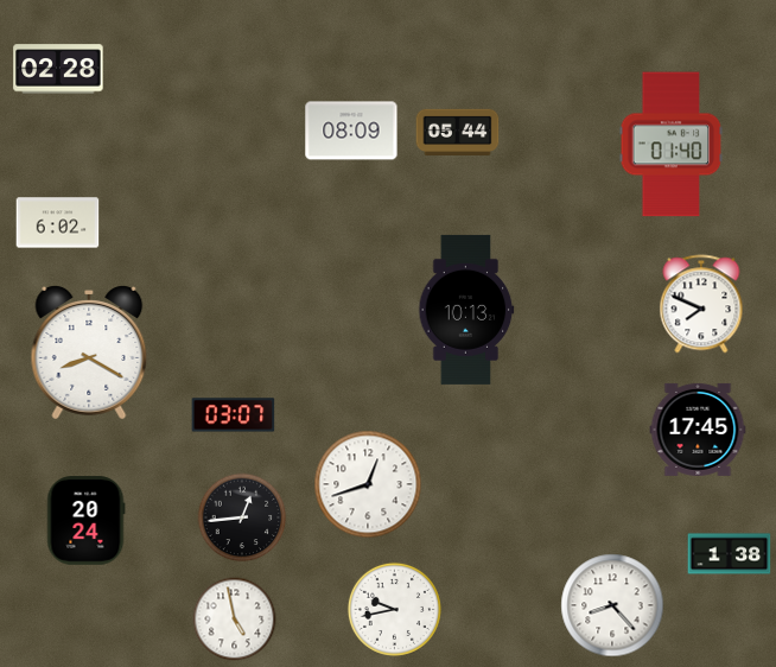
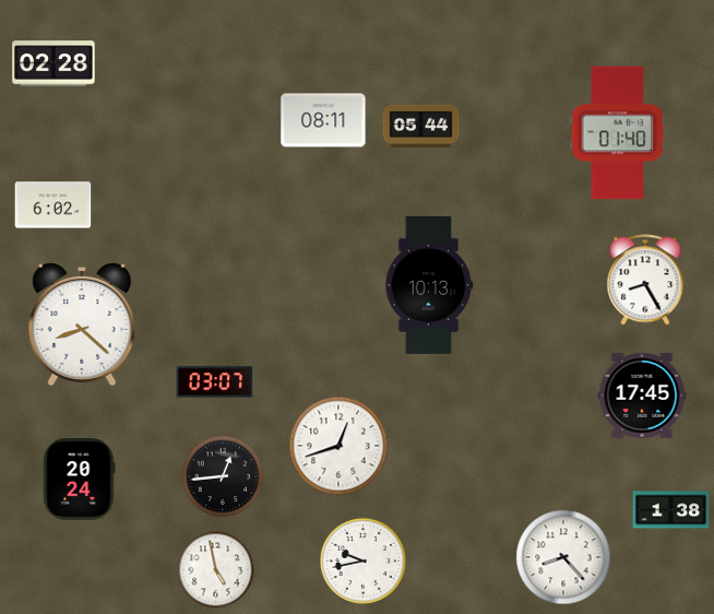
clock at (351, 131): 08:09 -> 08:11
clock at (458, 133) position: (458, 133) -> (421, 127)
clock at (701, 304): 7:49 -> 8:25
clock at (89, 354): 8:20 -> 8:22
